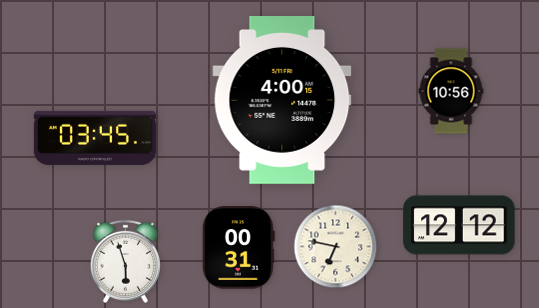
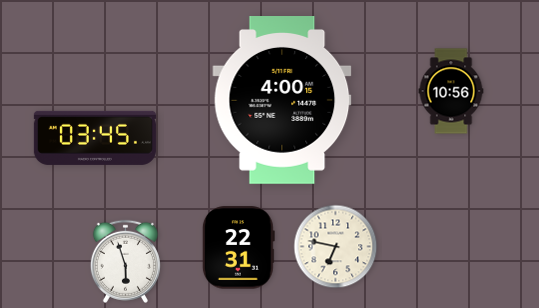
clock at (459, 225): 12:12 -> none
clock at (238, 248): 00:31 -> 22:31
